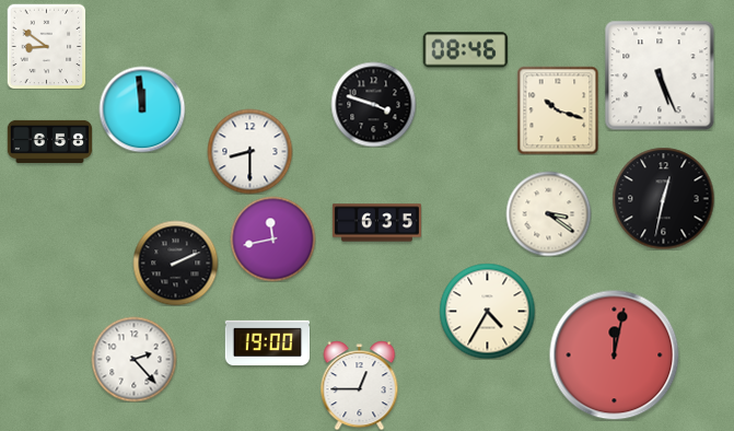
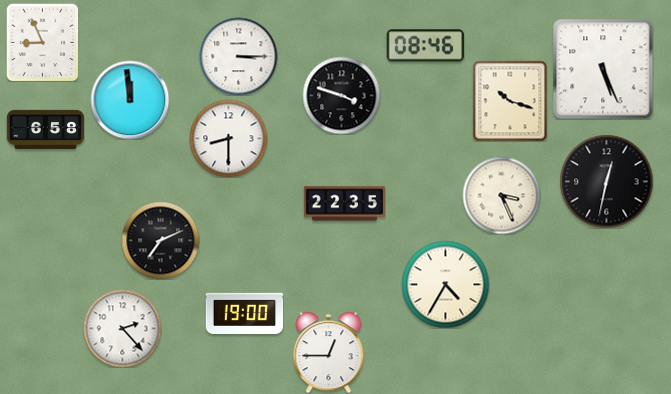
clock at (47, 46): 8:51 -> 8:56
clock at (238, 56): none -> 3:15
clock at (548, 213): 3:21 -> 3:26
clock at (376, 223): 6:35 -> 22:35
clock at (272, 238): 11:43 -> none
clock at (175, 263): 2:11 -> 7:11
clock at (615, 356): 12:02 -> none
